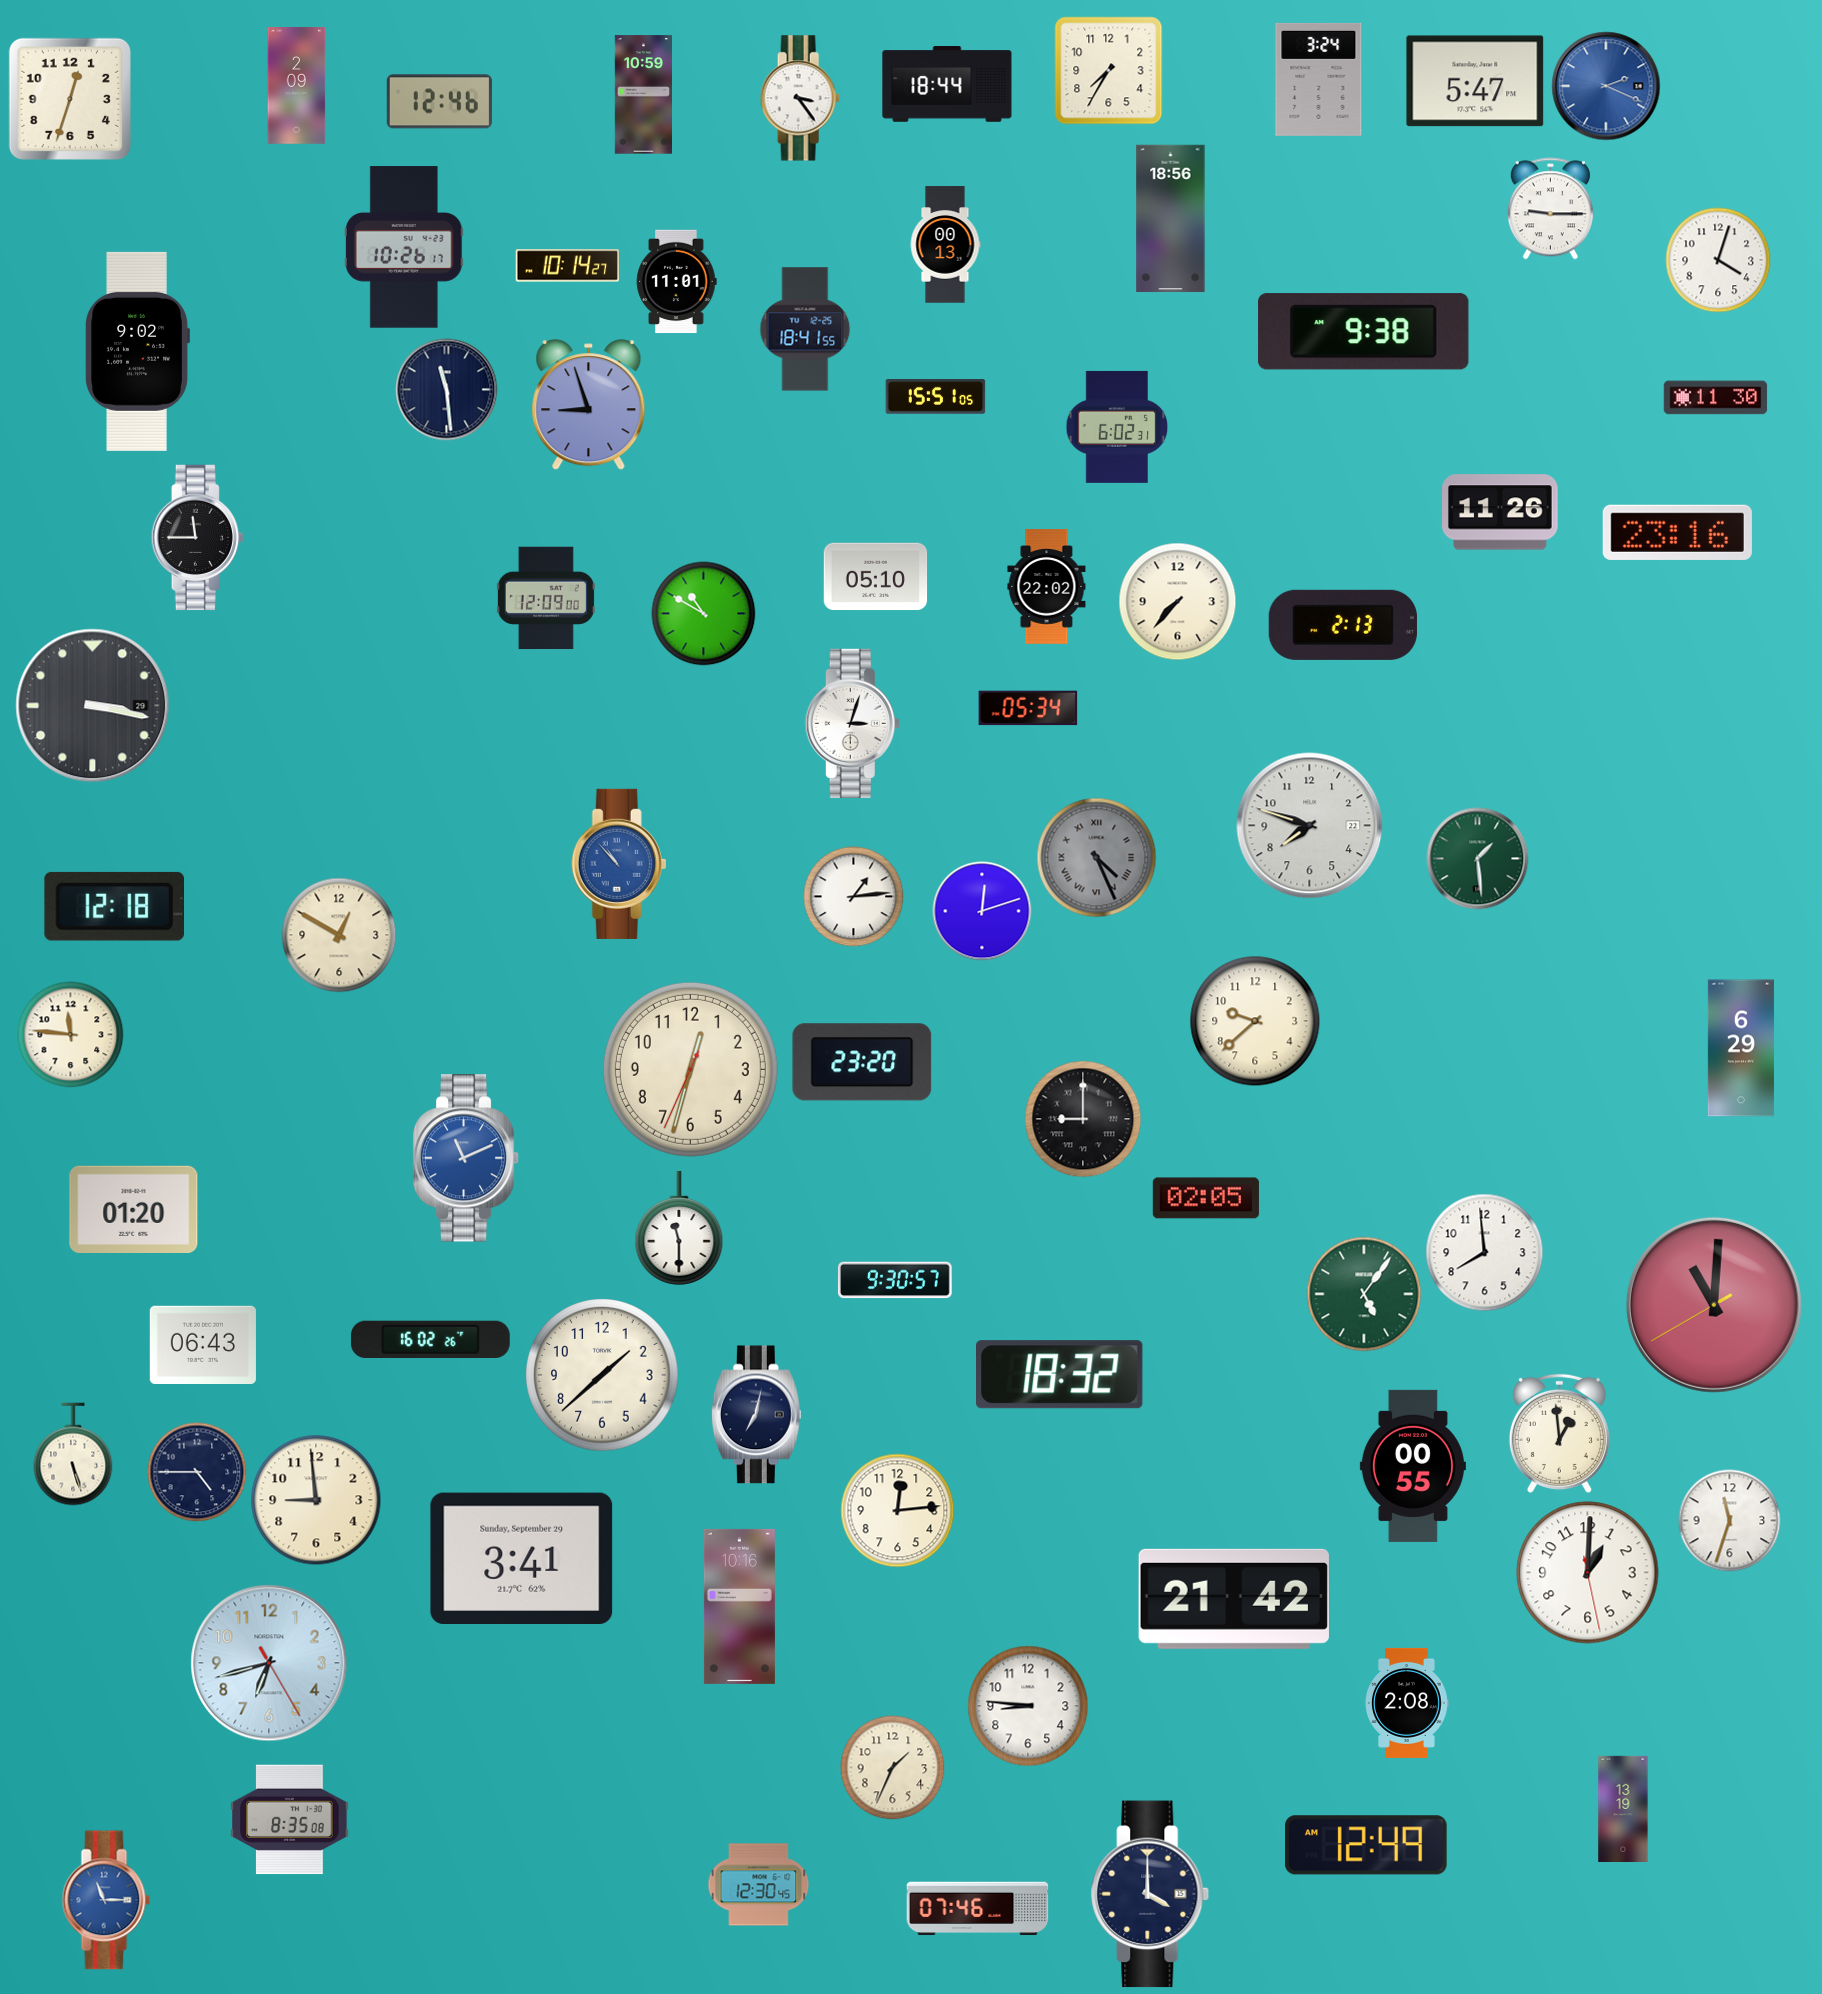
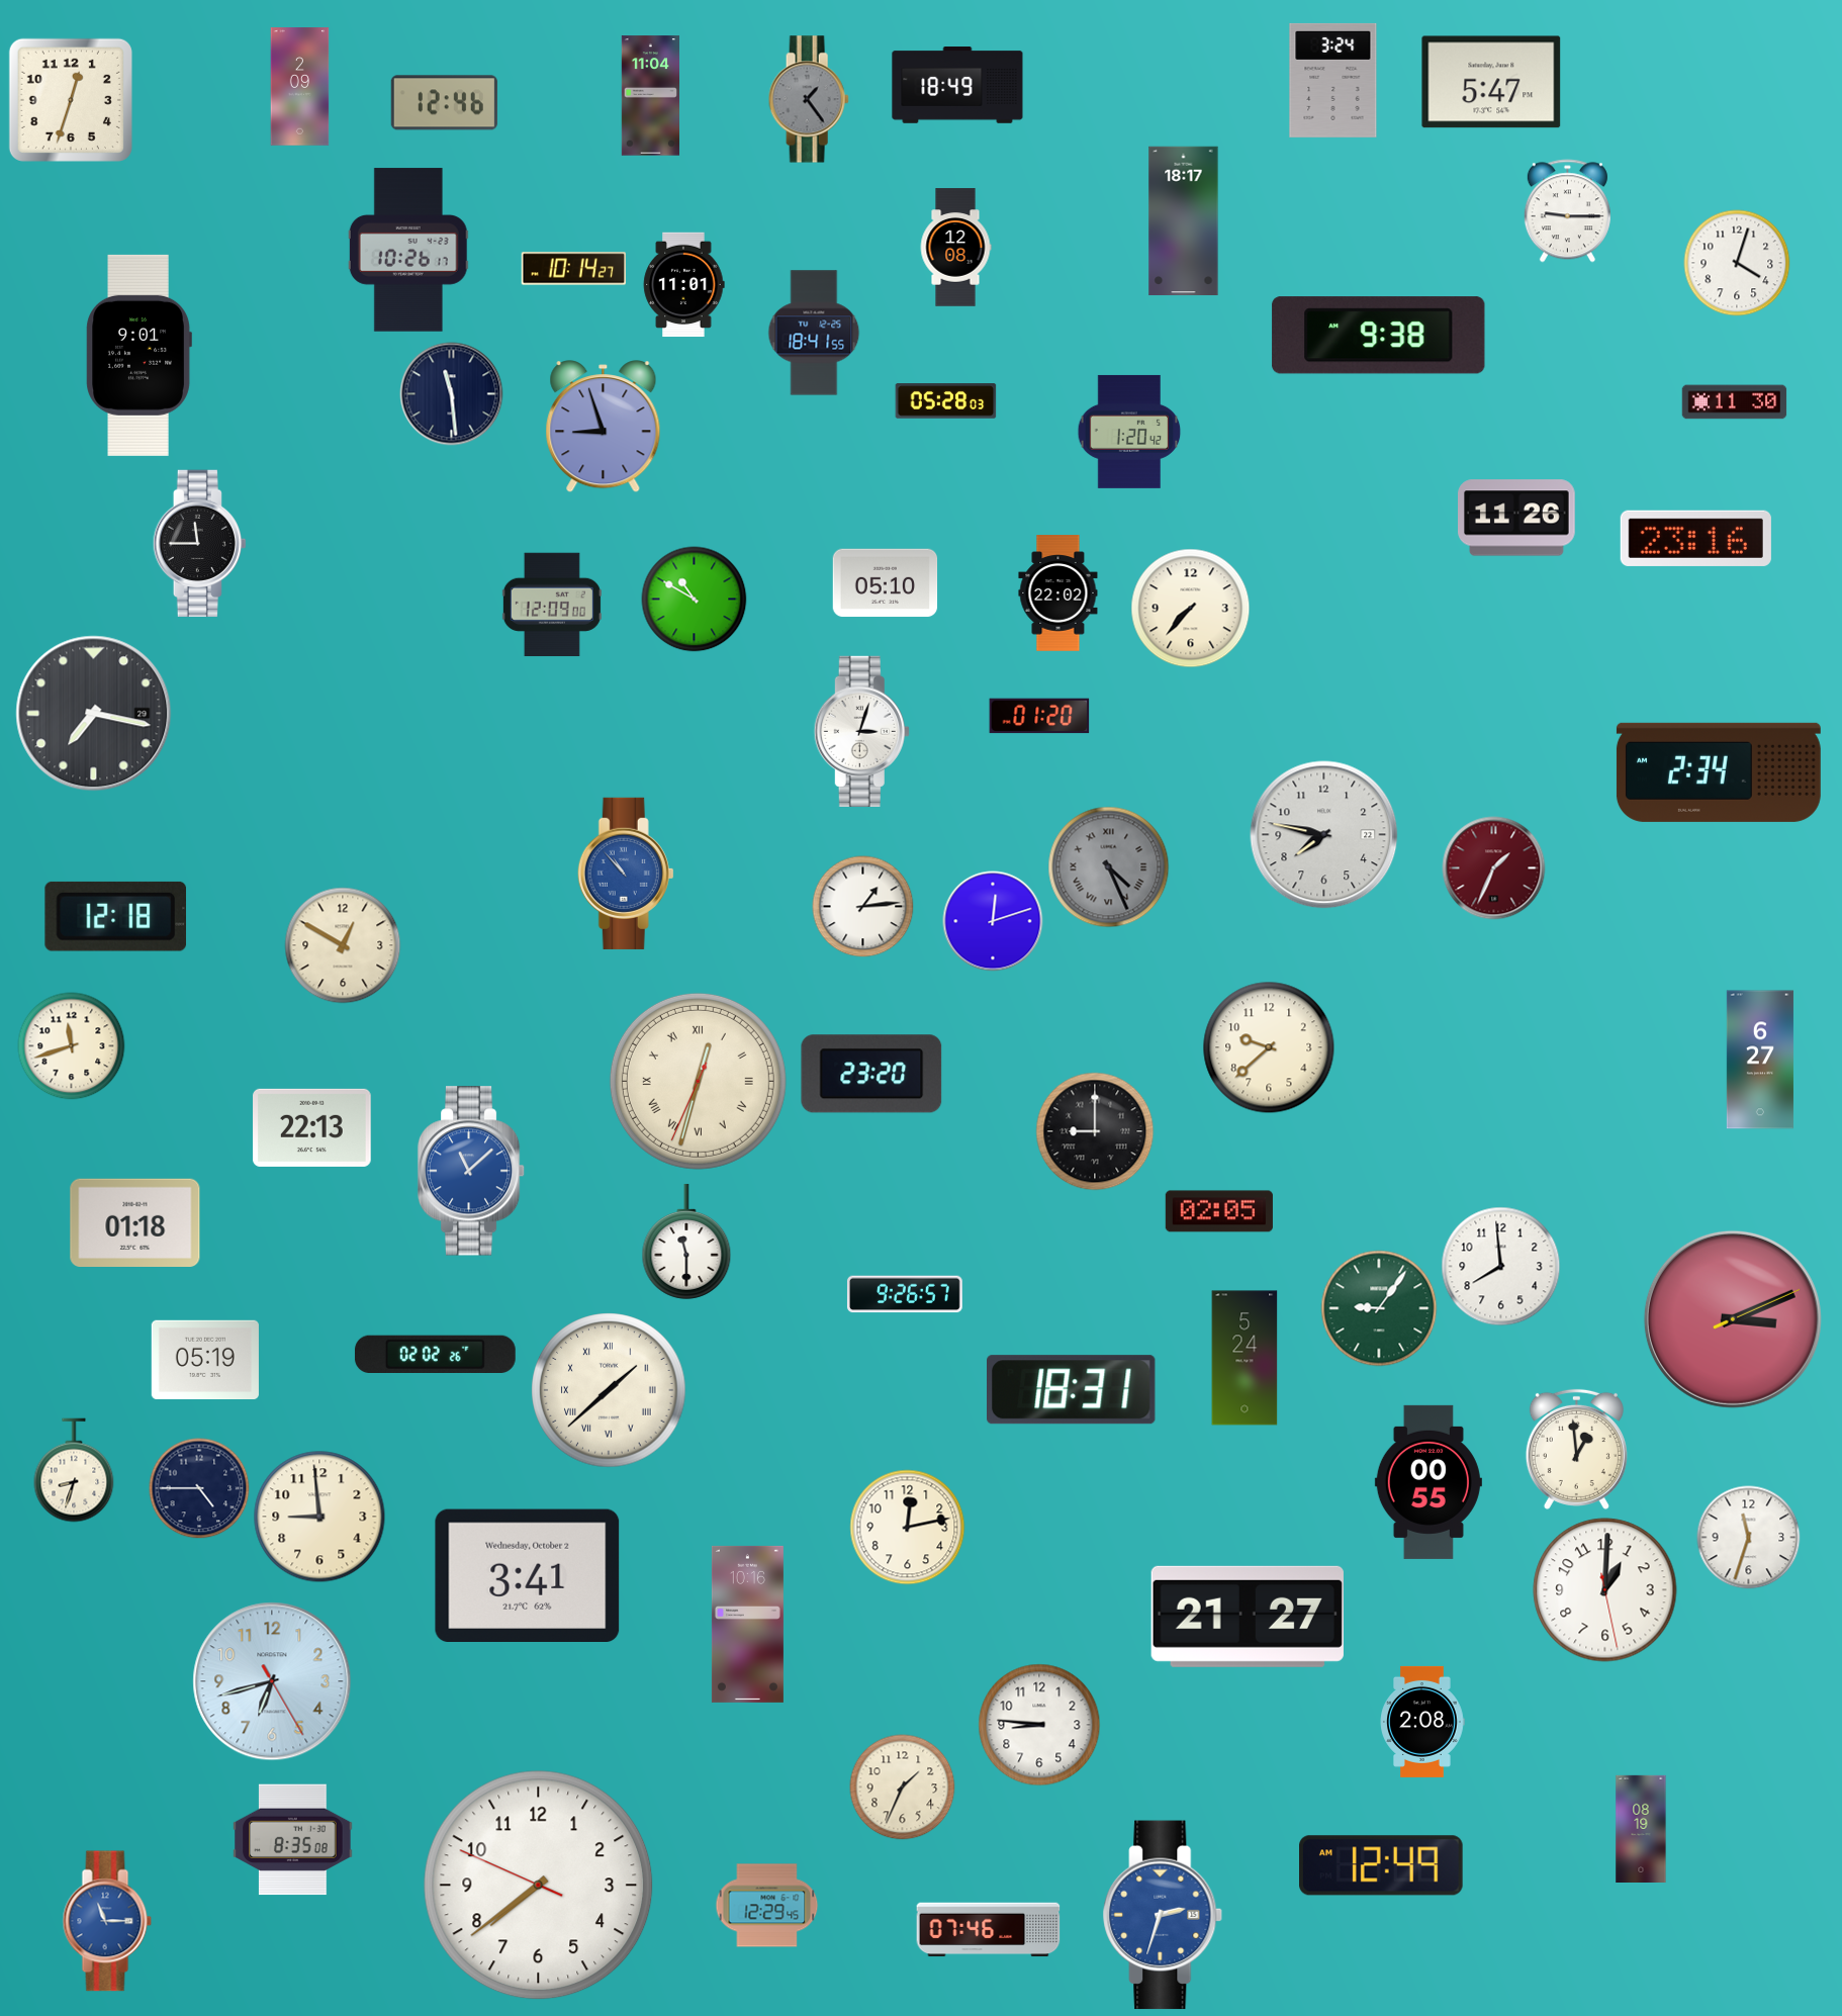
clock at (1109, 71): 7:35 -> none
clock at (947, 84): 18:44 -> 18:49
clock at (1606, 86): 2:19 -> none
clock at (643, 95): 10:59 -> 11:04
clock at (800, 98): 3:24 -> 1:24
clock at (800, 98) dial: white -> grey
clock at (1171, 219): 18:56 -> 18:17
clock at (945, 245): 00:13 -> 12:08
clock at (137, 351): 9:02 -> 9:01
clock at (936, 397): 15:51 -> 05:28
clock at (589, 405) position: (589, 405) -> (604, 427)
clock at (1117, 427): 6:02 -> 1:20
clock at (704, 614) position: (704, 614) -> (695, 600)
clock at (1343, 625): 2:13 -> none
clock at (93, 706): 3:17 -> 7:17
clock at (1028, 708): 05:34 -> 01:20
clock at (1719, 772): none -> 2:34
clock at (1310, 826): 7:48 -> 7:47
clock at (1478, 859): 1:29 -> 1:34
clock at (1478, 859) dial: green -> burgundy
clock at (1255, 1021) position: (1255, 1021) -> (1269, 1047)
clock at (71, 1035): 11:46 -> 11:42
clock at (1741, 1048): 6:29 -> 6:27
clock at (690, 1069) numerals: Arabic -> Roman
clock at (312, 1127): none -> 22:13
clock at (466, 1158): 11:11 -> 11:08
clock at (134, 1209): 01:20 -> 01:18
clock at (895, 1280): 9:30 -> 9:26
clock at (1364, 1294): 5:06 -> 9:06
clock at (1714, 1305): 11:00 -> 3:11
clock at (430, 1339): 16:02 -> 02:02
clock at (1245, 1358): none -> 5:24
clock at (203, 1344): 06:43 -> 05:19
clock at (602, 1375) numerals: Arabic -> Roman
clock at (1059, 1375): 18:32 -> 18:31
clock at (756, 1415): 7:02 -> none
clock at (73, 1454): 5:27 -> 8:33
clock at (898, 1511): 12:14 -> 12:13
clock at (522, 1558) date: Sunday, September 29 -> Wednesday, October 2
clock at (1234, 1599): 21:42 -> 21:27
clock at (1623, 1808): 13:19 -> 08:19
clock at (539, 1886): none -> 7:38
clock at (759, 1885): 12:30 -> 12:29
clock at (1151, 1894): 4:00 -> 2:33
clock at (1151, 1894) dial: navy -> blue
